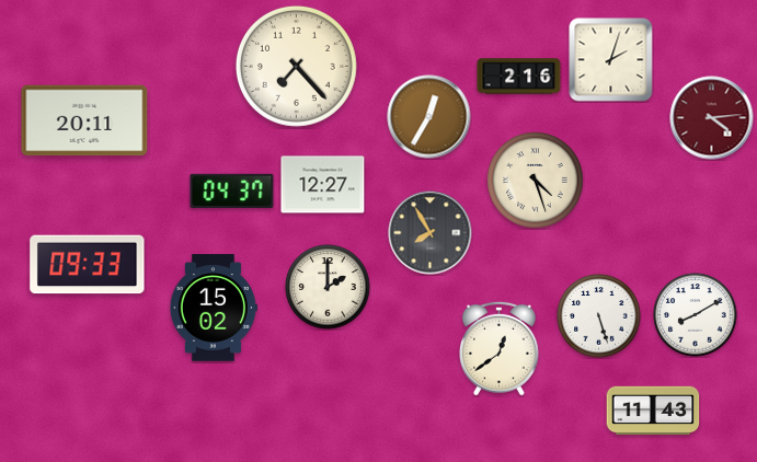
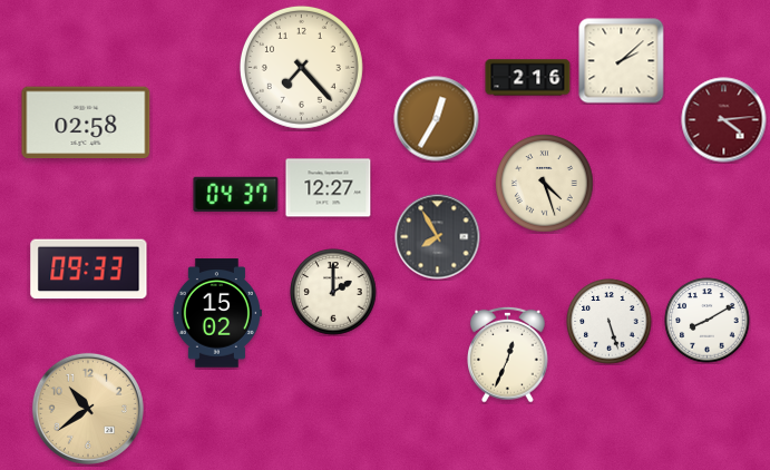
clock at (611, 60): 2:03 -> 2:08
clock at (84, 120): 20:11 -> 02:58
clock at (500, 348): 12:39 -> 12:34
clock at (88, 409): none -> 10:39
clock at (653, 411): 11:43 -> none
